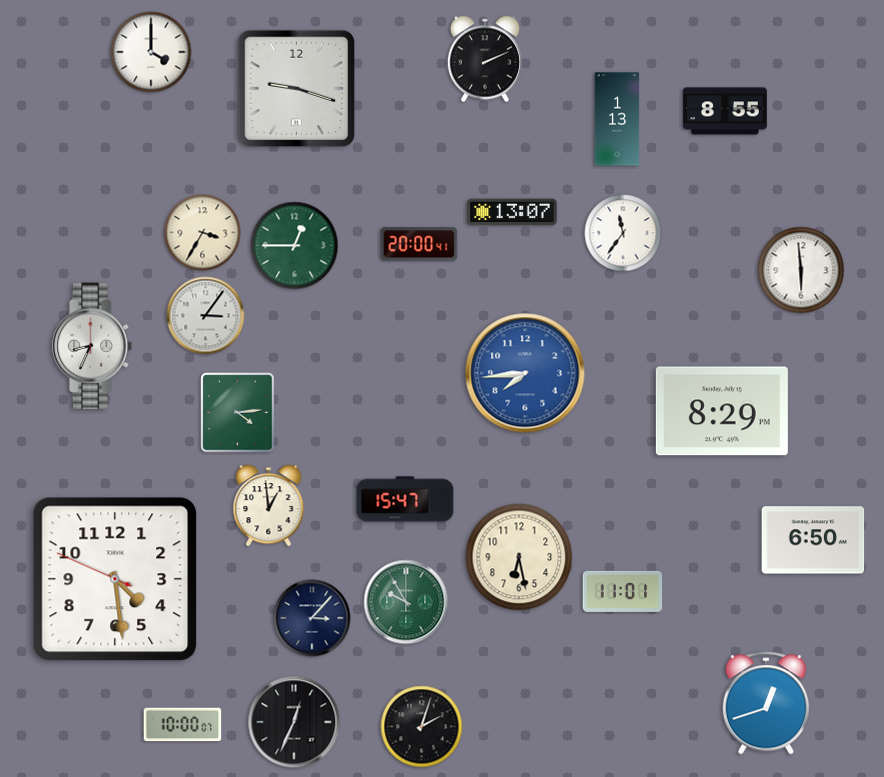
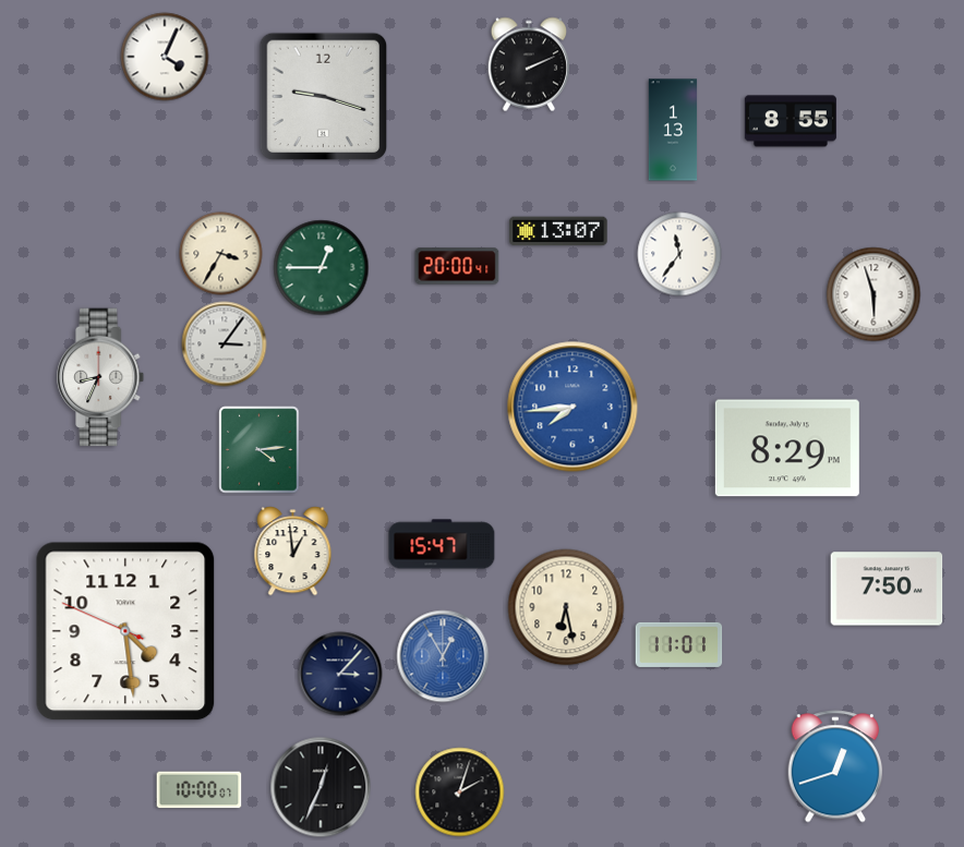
clock at (151, 52): 4:00 -> 4:04
clock at (801, 270): 5:59 -> 5:57
clock at (813, 540): 6:50 -> 7:50
clock at (406, 602): 9:55 -> 12:55
clock at (406, 602) dial: green -> blue
